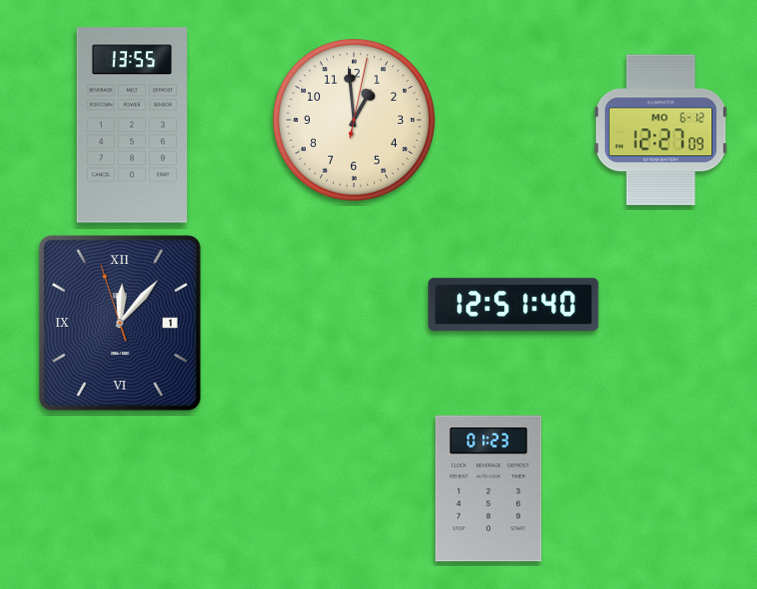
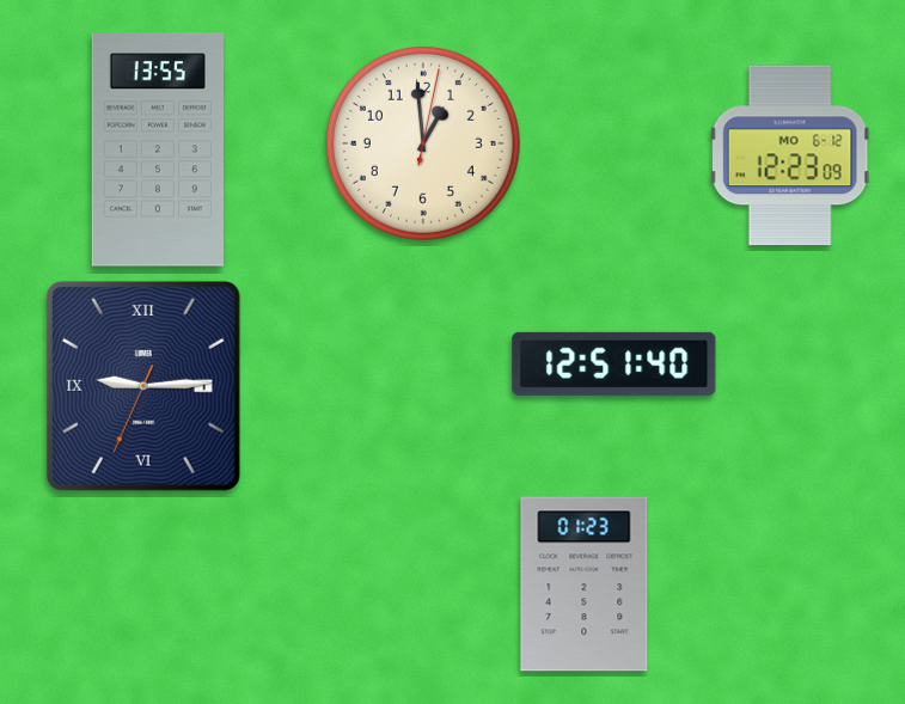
clock at (661, 130): 12:27 -> 12:23
clock at (120, 323): 12:06 -> 9:14
